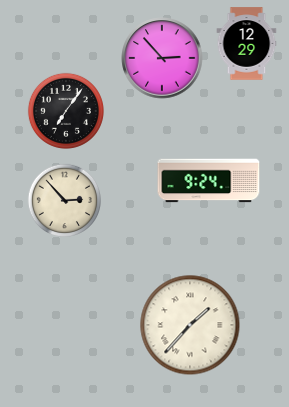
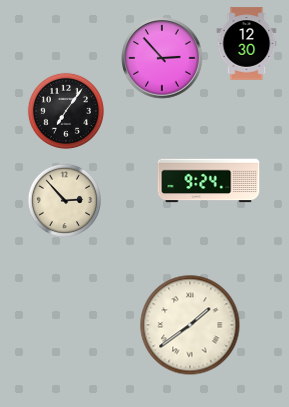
clock at (247, 44): 12:29 -> 12:30
clock at (190, 325): 1:37 -> 1:39
